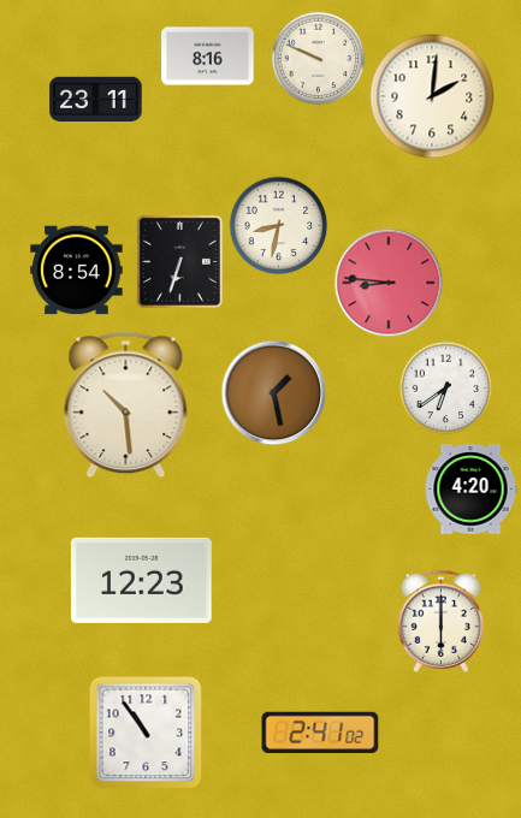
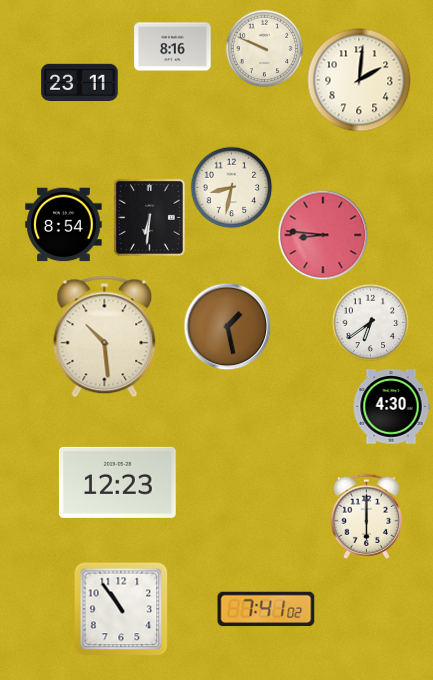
clock at (179, 261): 6:33 -> 6:31
clock at (470, 490): 4:20 -> 4:30
clock at (320, 733): 2:41 -> 7:41
